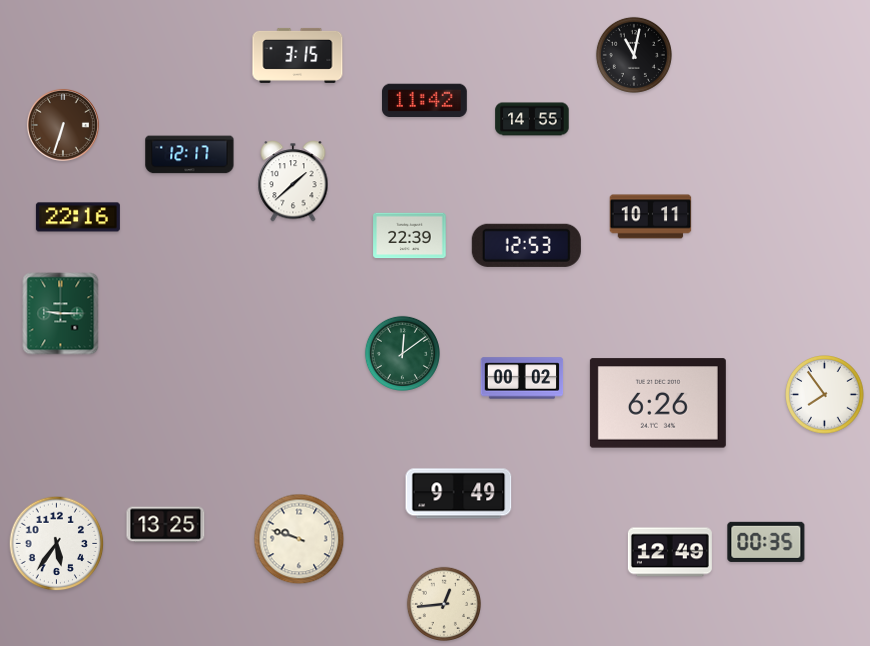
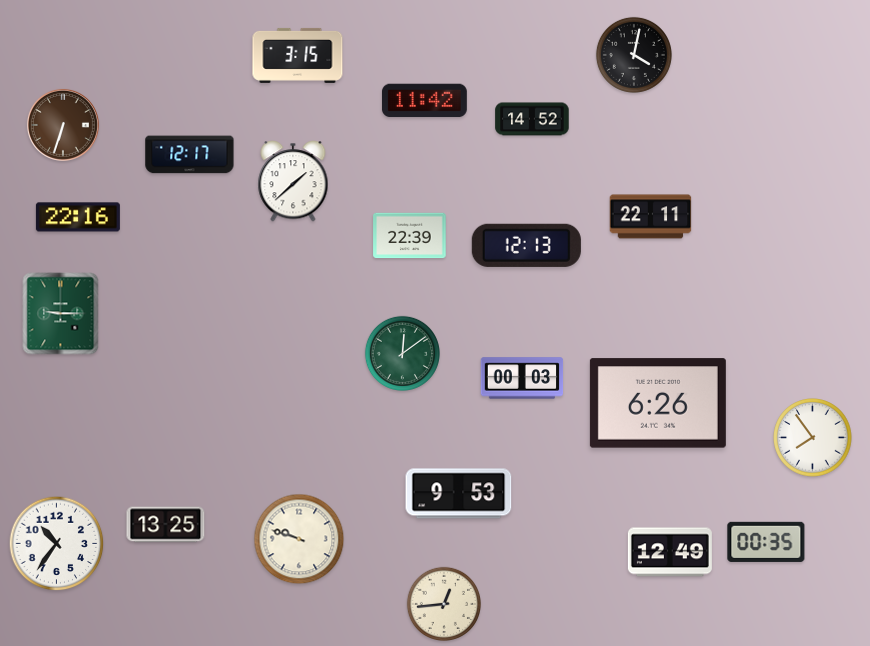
clock at (634, 55): 11:02 -> 4:02
clock at (532, 119): 14:55 -> 14:52
clock at (651, 217): 10:11 -> 22:11
clock at (526, 245): 12:53 -> 12:13
clock at (522, 378): 00:02 -> 00:03
clock at (825, 395) position: (825, 395) -> (813, 438)
clock at (459, 494): 9:49 -> 9:53
clock at (57, 544): 5:36 -> 10:36
